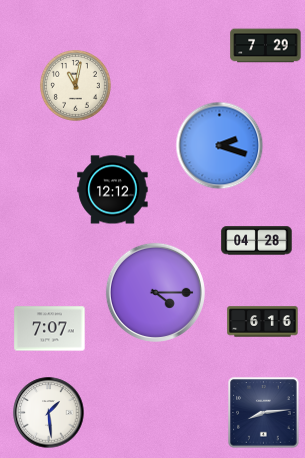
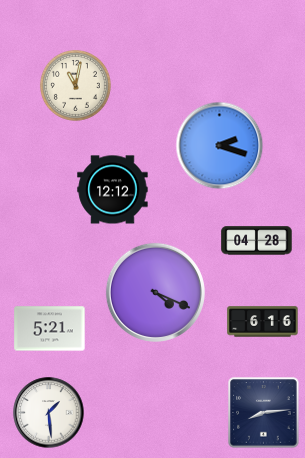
clock at (266, 46): 7:29 -> none
clock at (155, 292): 4:15 -> 4:19
clock at (50, 329): 7:07 -> 5:21
